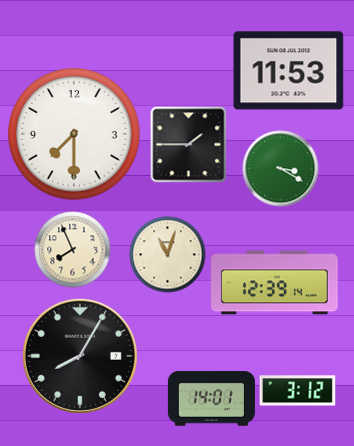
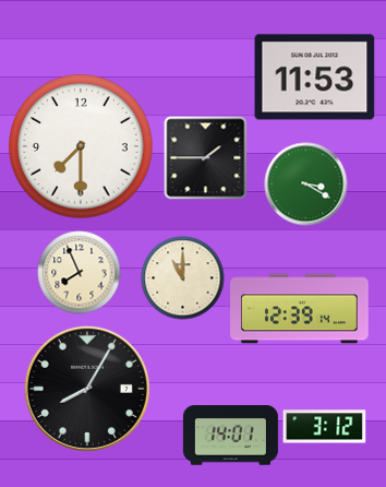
clock at (168, 255): 11:03 -> 11:00
